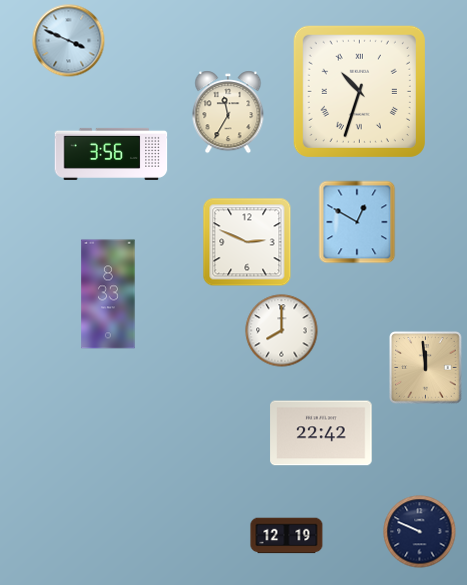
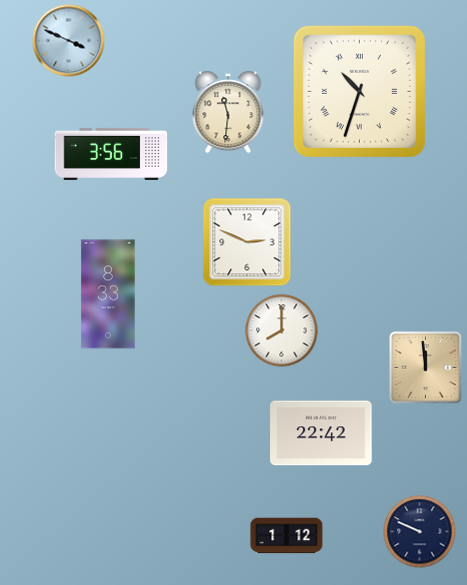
clock at (228, 112): 11:35 -> 11:31
clock at (357, 222): 12:50 -> none
clock at (287, 536): 12:19 -> 1:12
